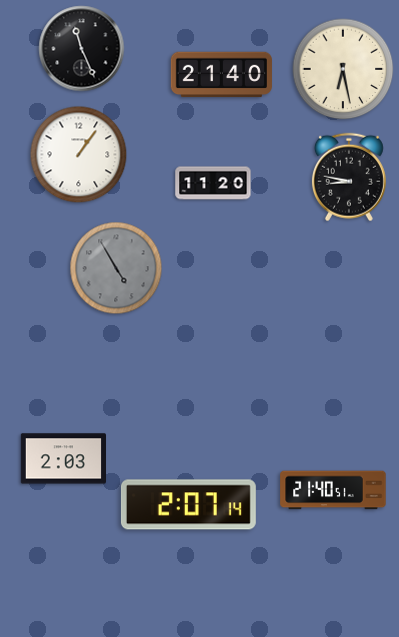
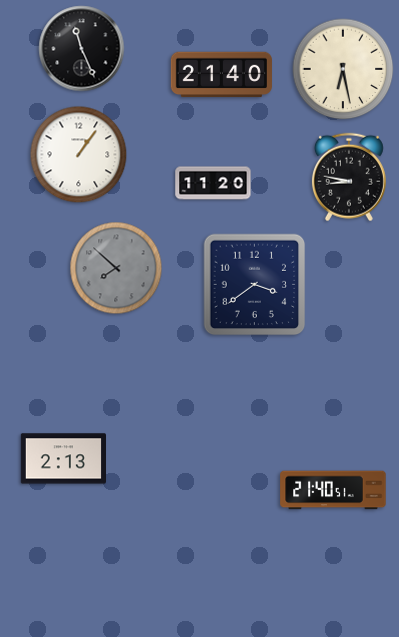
clock at (116, 268): 4:55 -> 7:52
clock at (255, 285): none -> 3:39
clock at (63, 459): 2:03 -> 2:13
clock at (188, 505): 2:07 -> none
